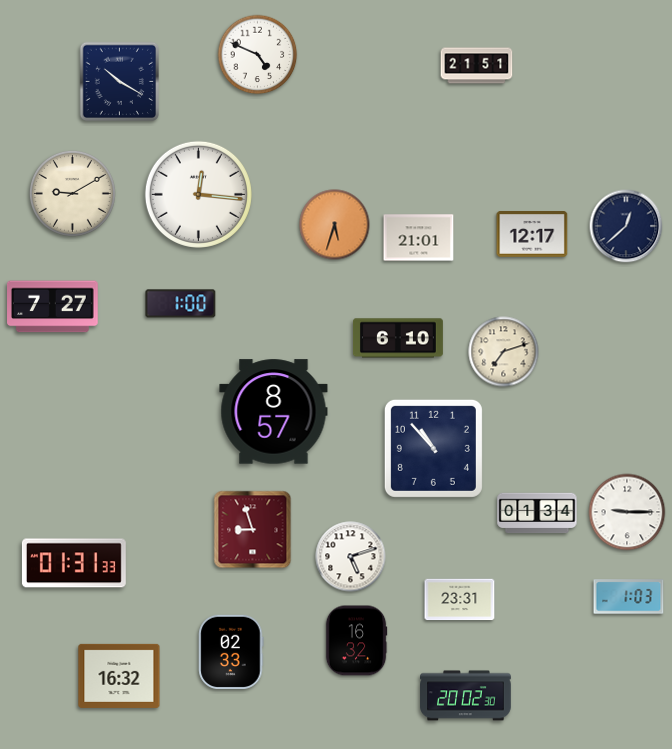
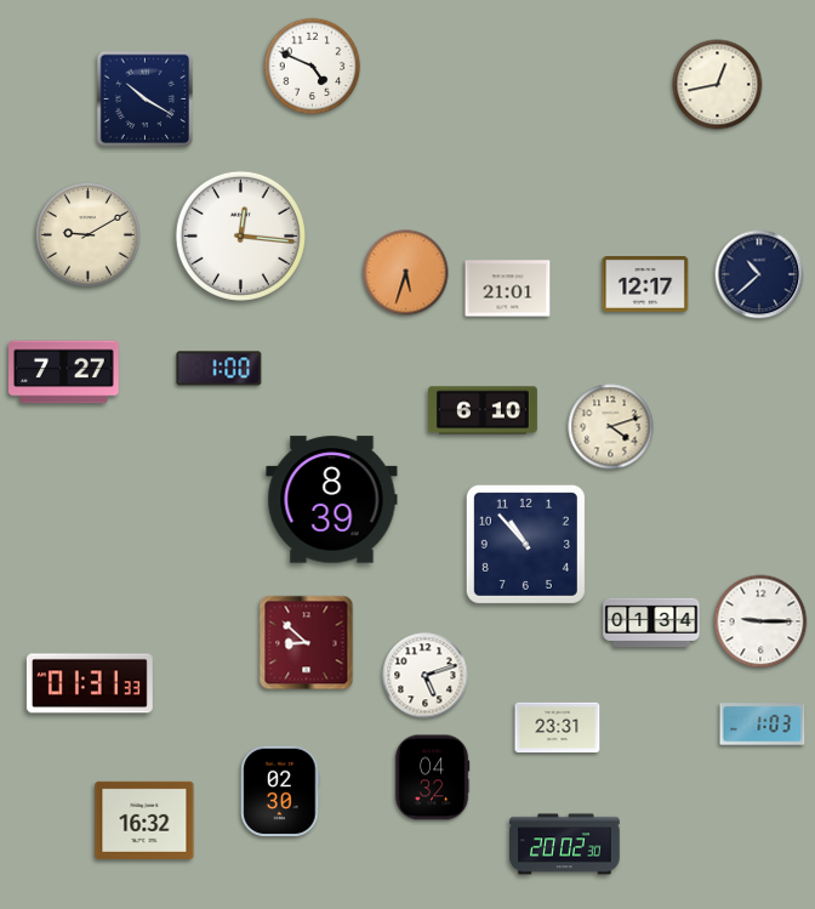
clock at (477, 66): 21:51 -> none
clock at (718, 85): none -> 12:43
clock at (626, 226): 12:38 -> 10:38
clock at (504, 352): 7:12 -> 4:12
clock at (274, 412): 8:57 -> 8:39
clock at (253, 530): 8:57 -> 8:52
clock at (356, 641): 16:32 -> 04:32
clock at (231, 651): 02:33 -> 02:30
